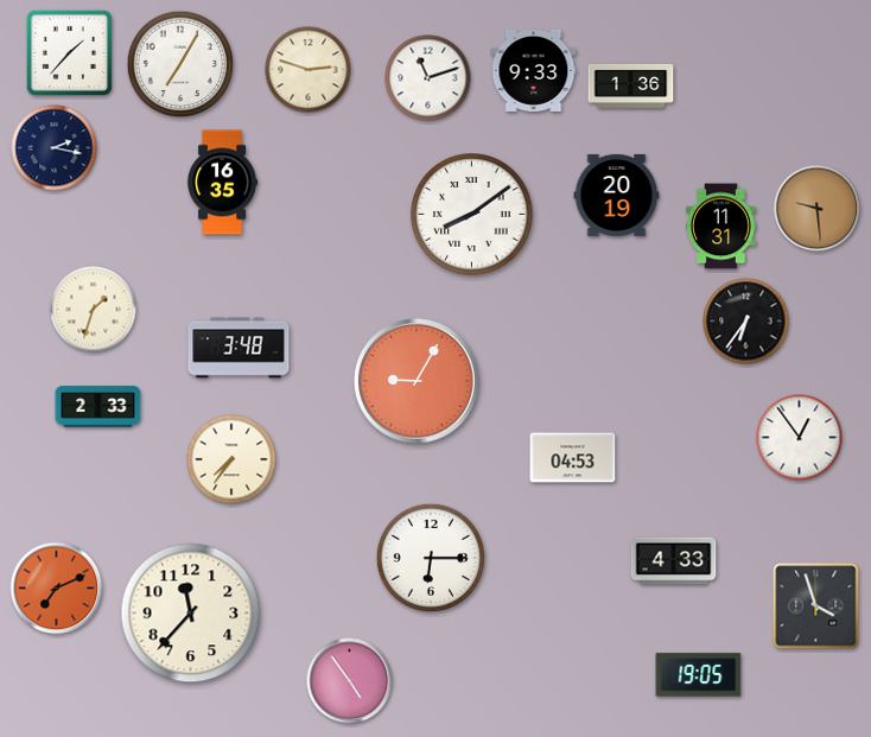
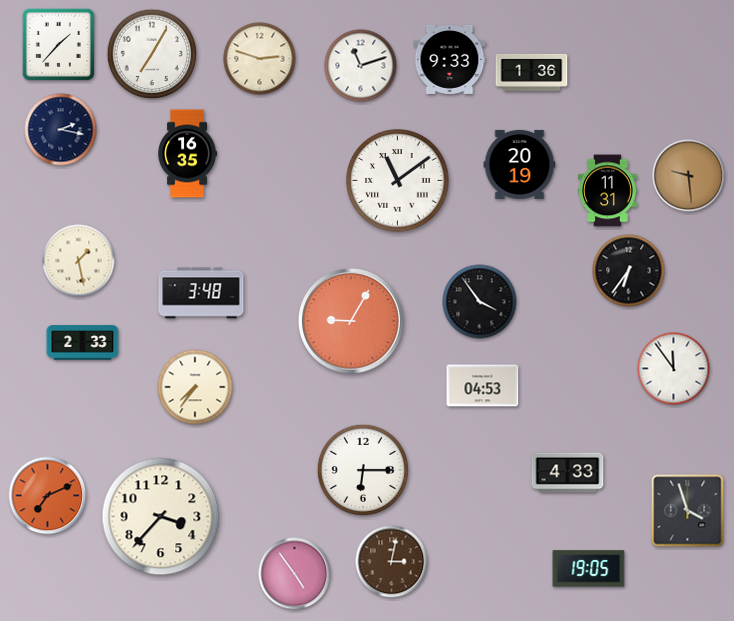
clock at (55, 148) position: (55, 148) -> (61, 130)
clock at (472, 215): 8:09 -> 11:09
clock at (94, 310): 1:33 -> 1:28
clock at (480, 302): none -> 3:54
clock at (800, 438): 12:54 -> 11:54
clock at (191, 614): 11:37 -> 3:37
clock at (392, 562): none -> 3:02
